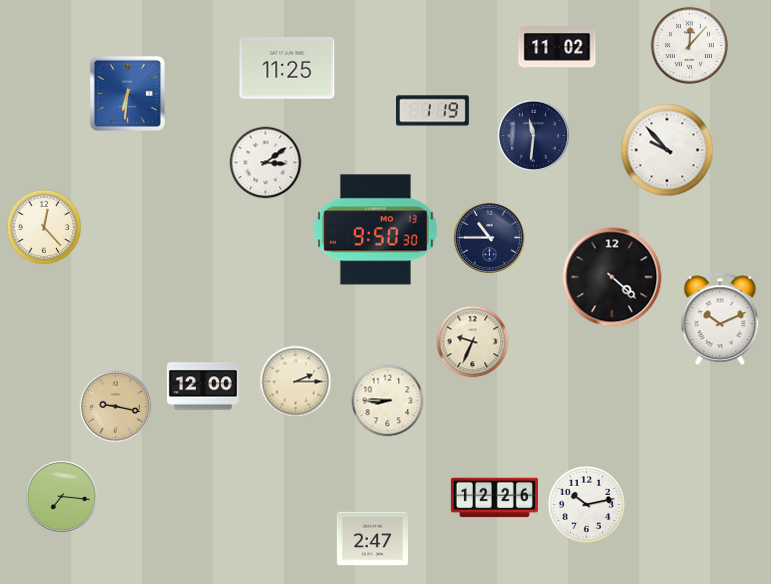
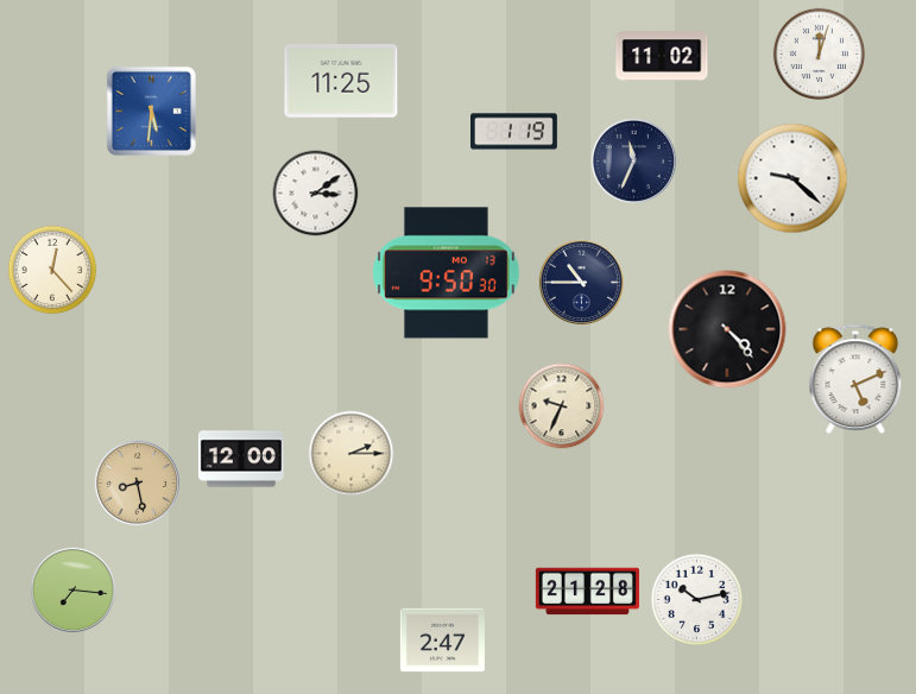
clock at (689, 45): 12:07 -> 12:03
clock at (127, 93): 6:31 -> 5:31
clock at (533, 135): 11:31 -> 11:34
clock at (667, 150): 9:53 -> 9:22
clock at (612, 277): 4:22 -> 4:23
clock at (720, 319): 10:11 -> 5:11
clock at (388, 401): 8:45 -> none
clock at (115, 406): 9:17 -> 8:28
clock at (494, 498): 12:26 -> 21:28
